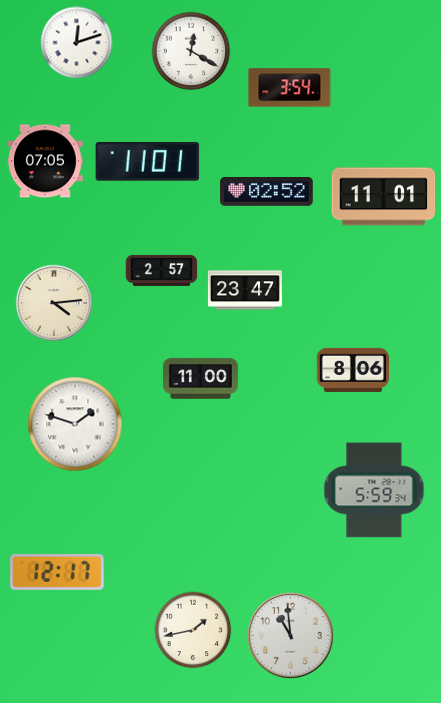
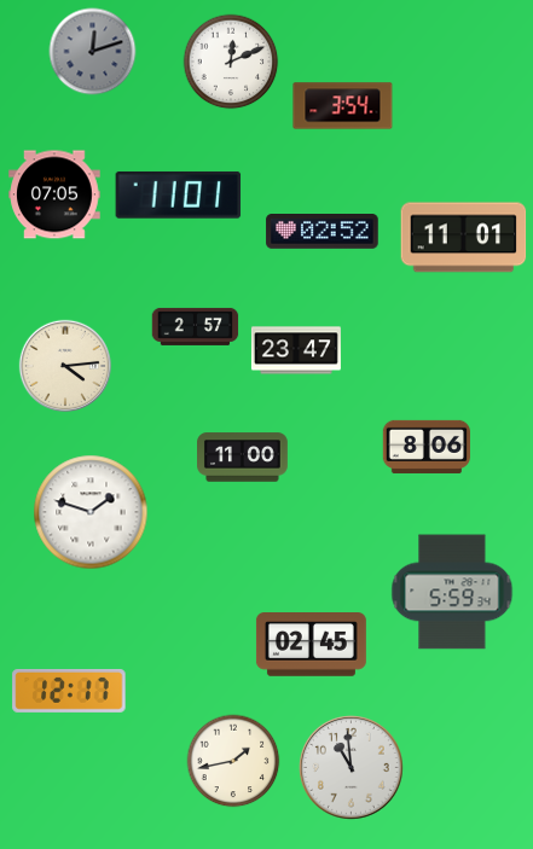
clock at (77, 43) dial: white -> grey
clock at (191, 51): 12:20 -> 12:11
clock at (290, 88) position: (290, 88) -> (343, 106)
clock at (311, 645): none -> 02:45
